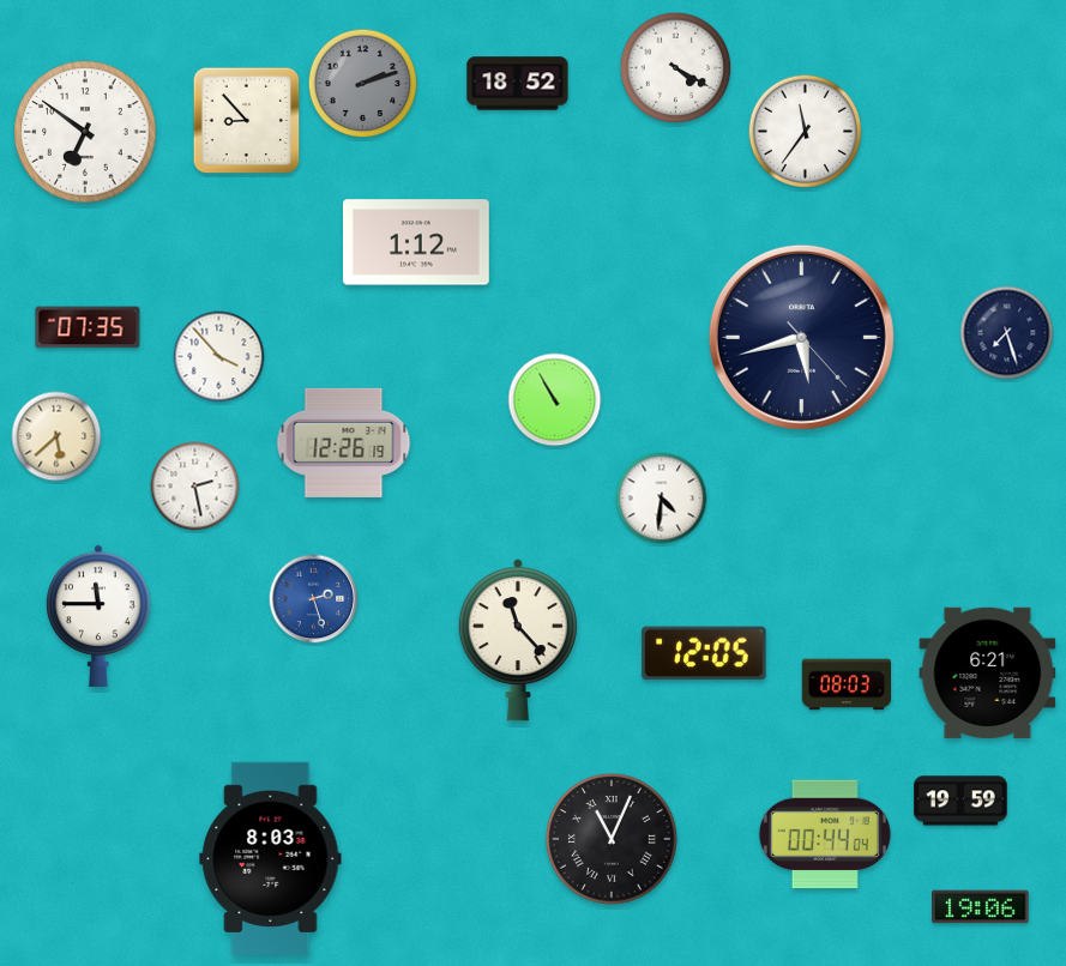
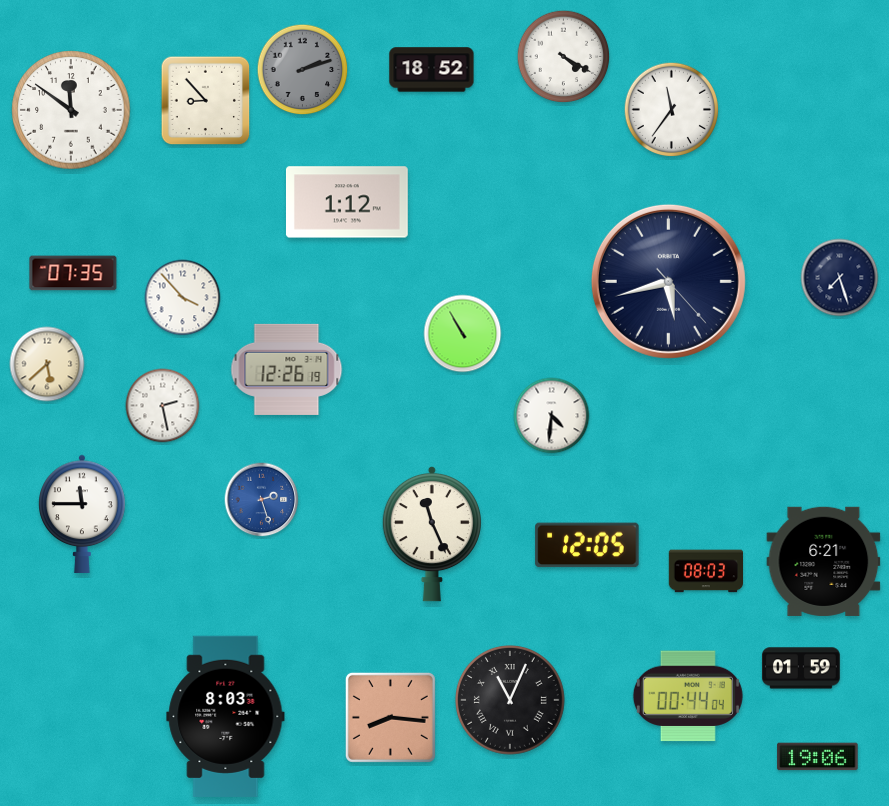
clock at (85, 132): 6:51 -> 11:51
clock at (518, 640): 11:23 -> 11:26
clock at (960, 801): 19:59 -> 01:59
clock at (390, 717): none -> 8:16
